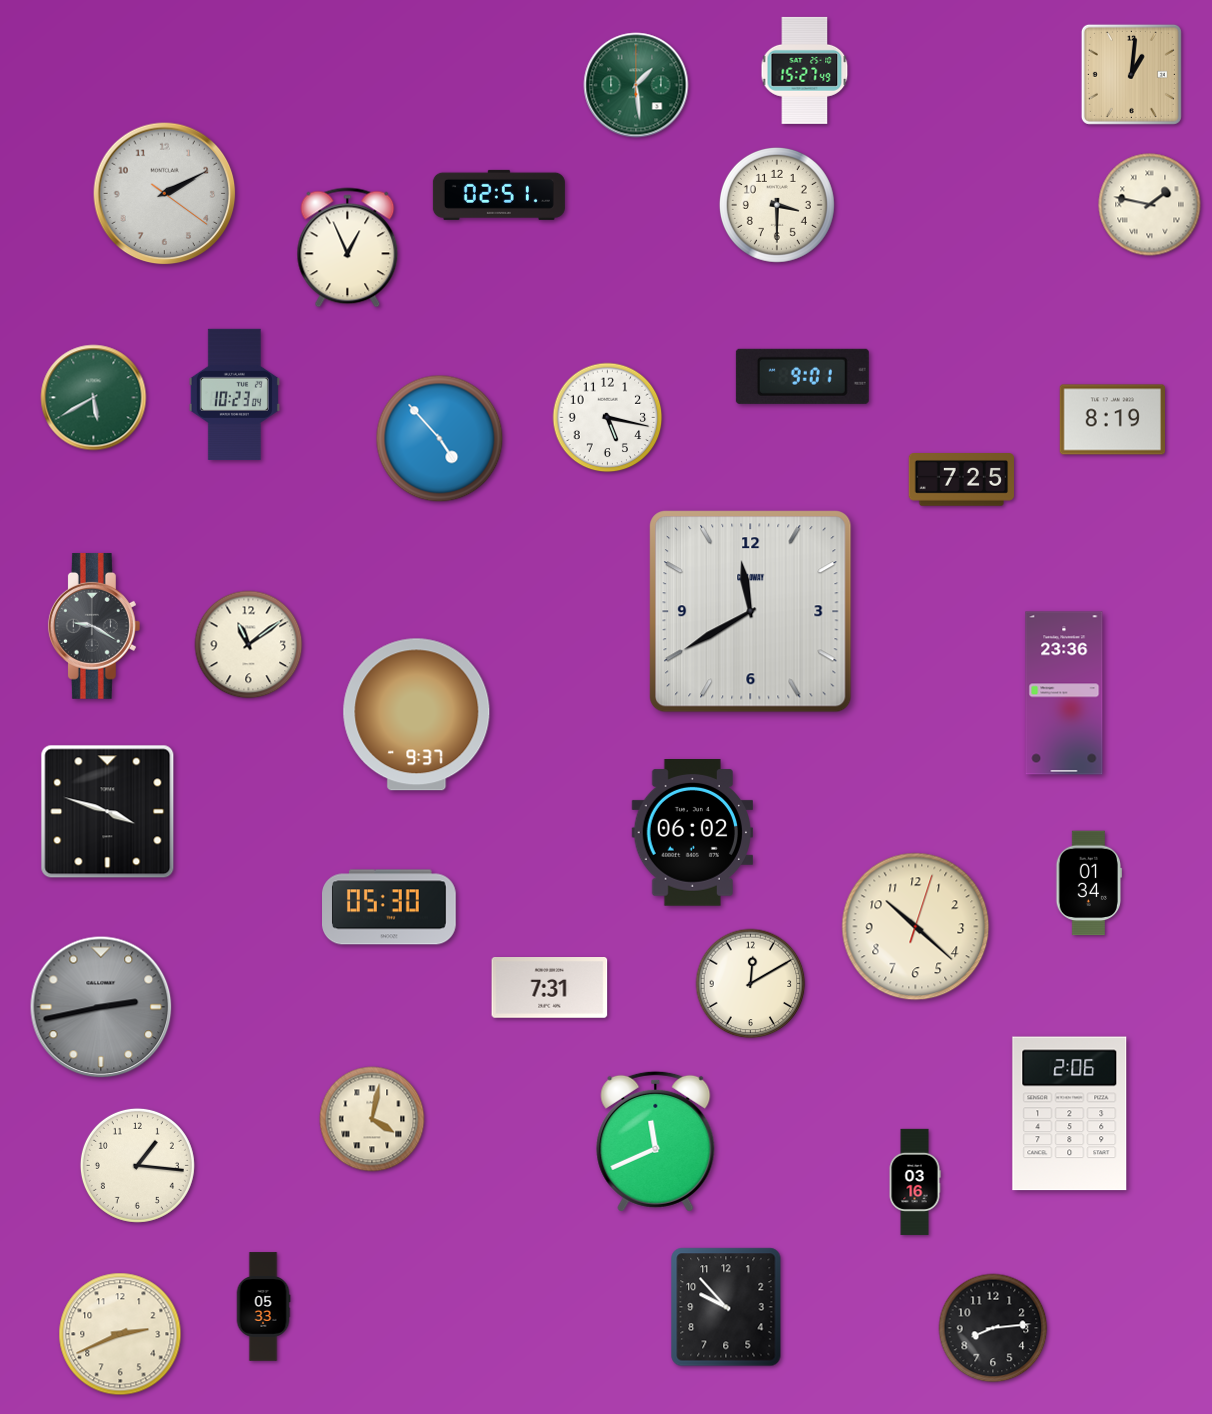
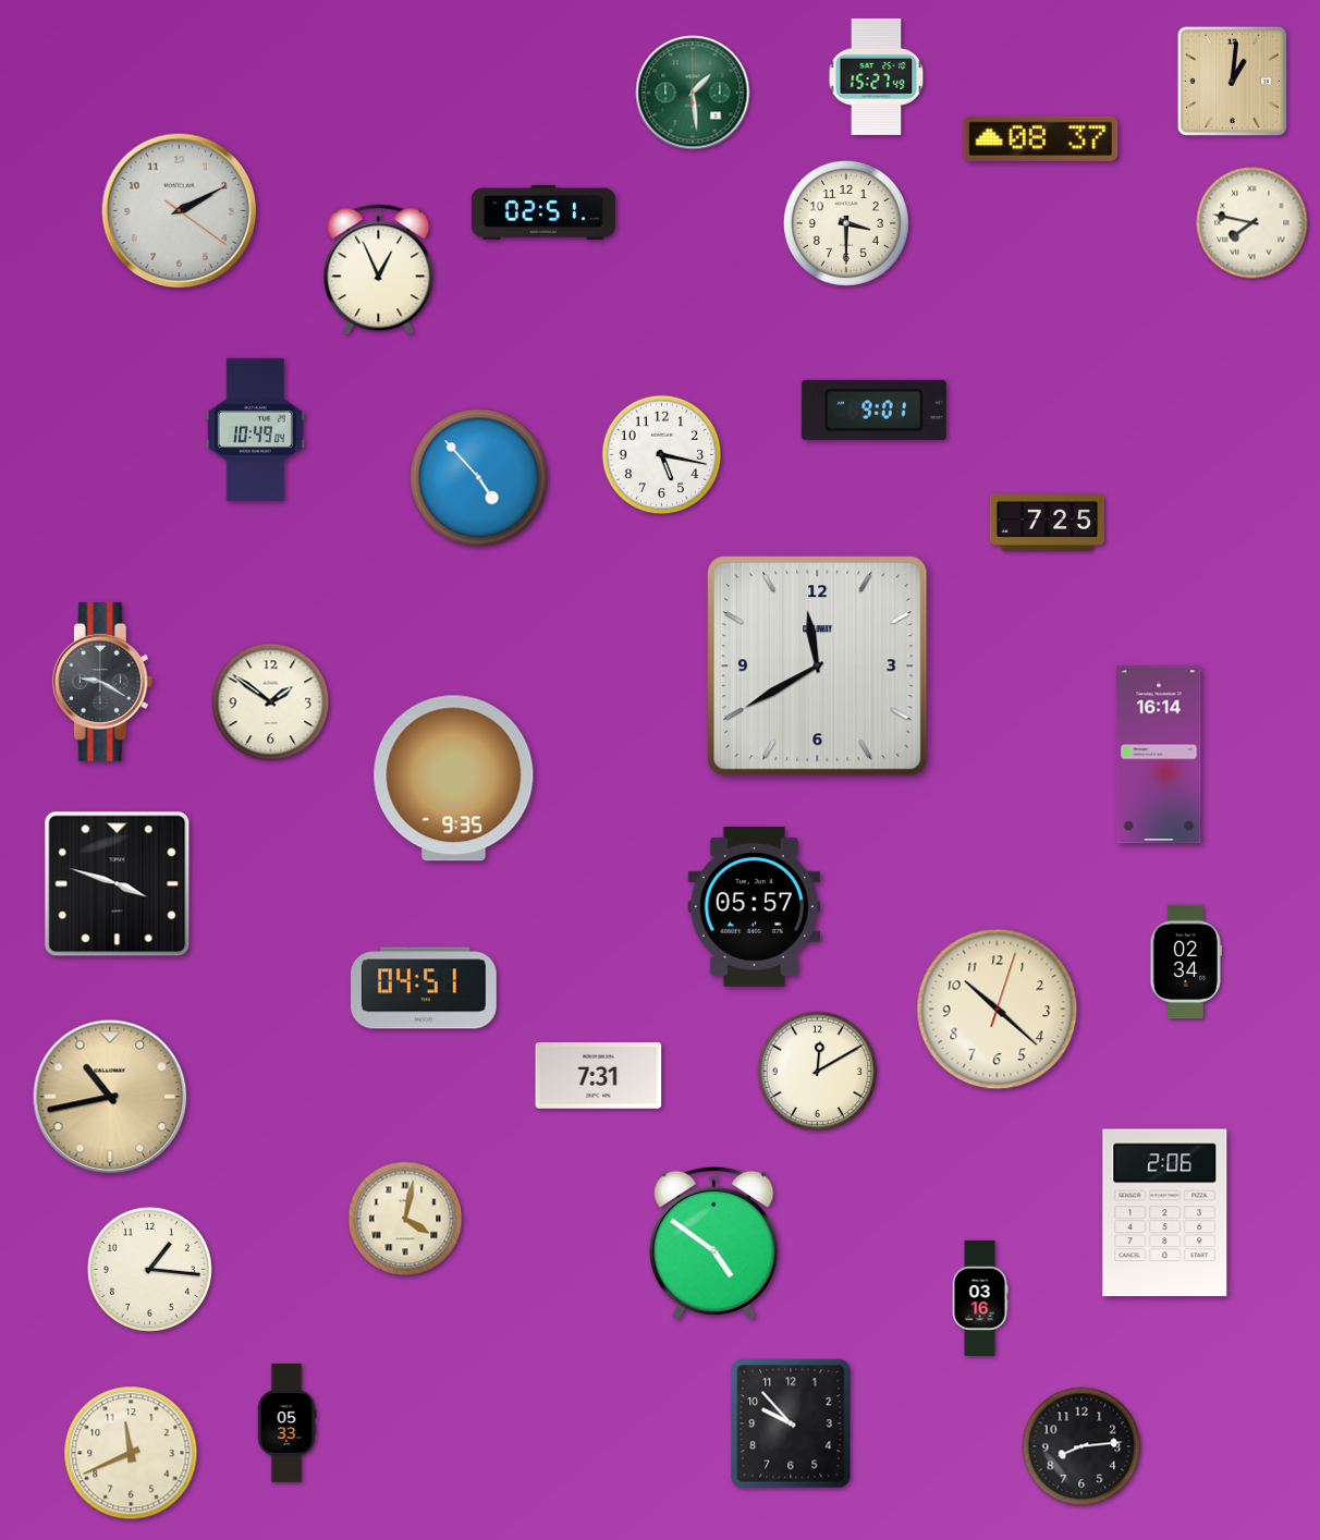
clock at (1041, 138): none -> 08:37
clock at (1150, 205): 1:47 -> 7:47
clock at (234, 394): 10:23 -> 10:49
clock at (94, 398): 5:40 -> none
clock at (1112, 420): 8:19 -> none
clock at (249, 645): 11:09 -> 1:51
clock at (1064, 693): 23:36 -> 16:14
clock at (417, 715): 9:37 -> 9:35
clock at (692, 833): 06:02 -> 05:57
clock at (1088, 883): 01:34 -> 02:34
clock at (390, 907): 05:30 -> 04:51
clock at (101, 1007): 2:43 -> 10:43
clock at (101, 1007) dial: grey -> champagne
clock at (656, 1141): 11:41 -> 4:51
clock at (915, 1182) position: (915, 1182) -> (980, 1298)
clock at (120, 1334): 2:41 -> 11:41
